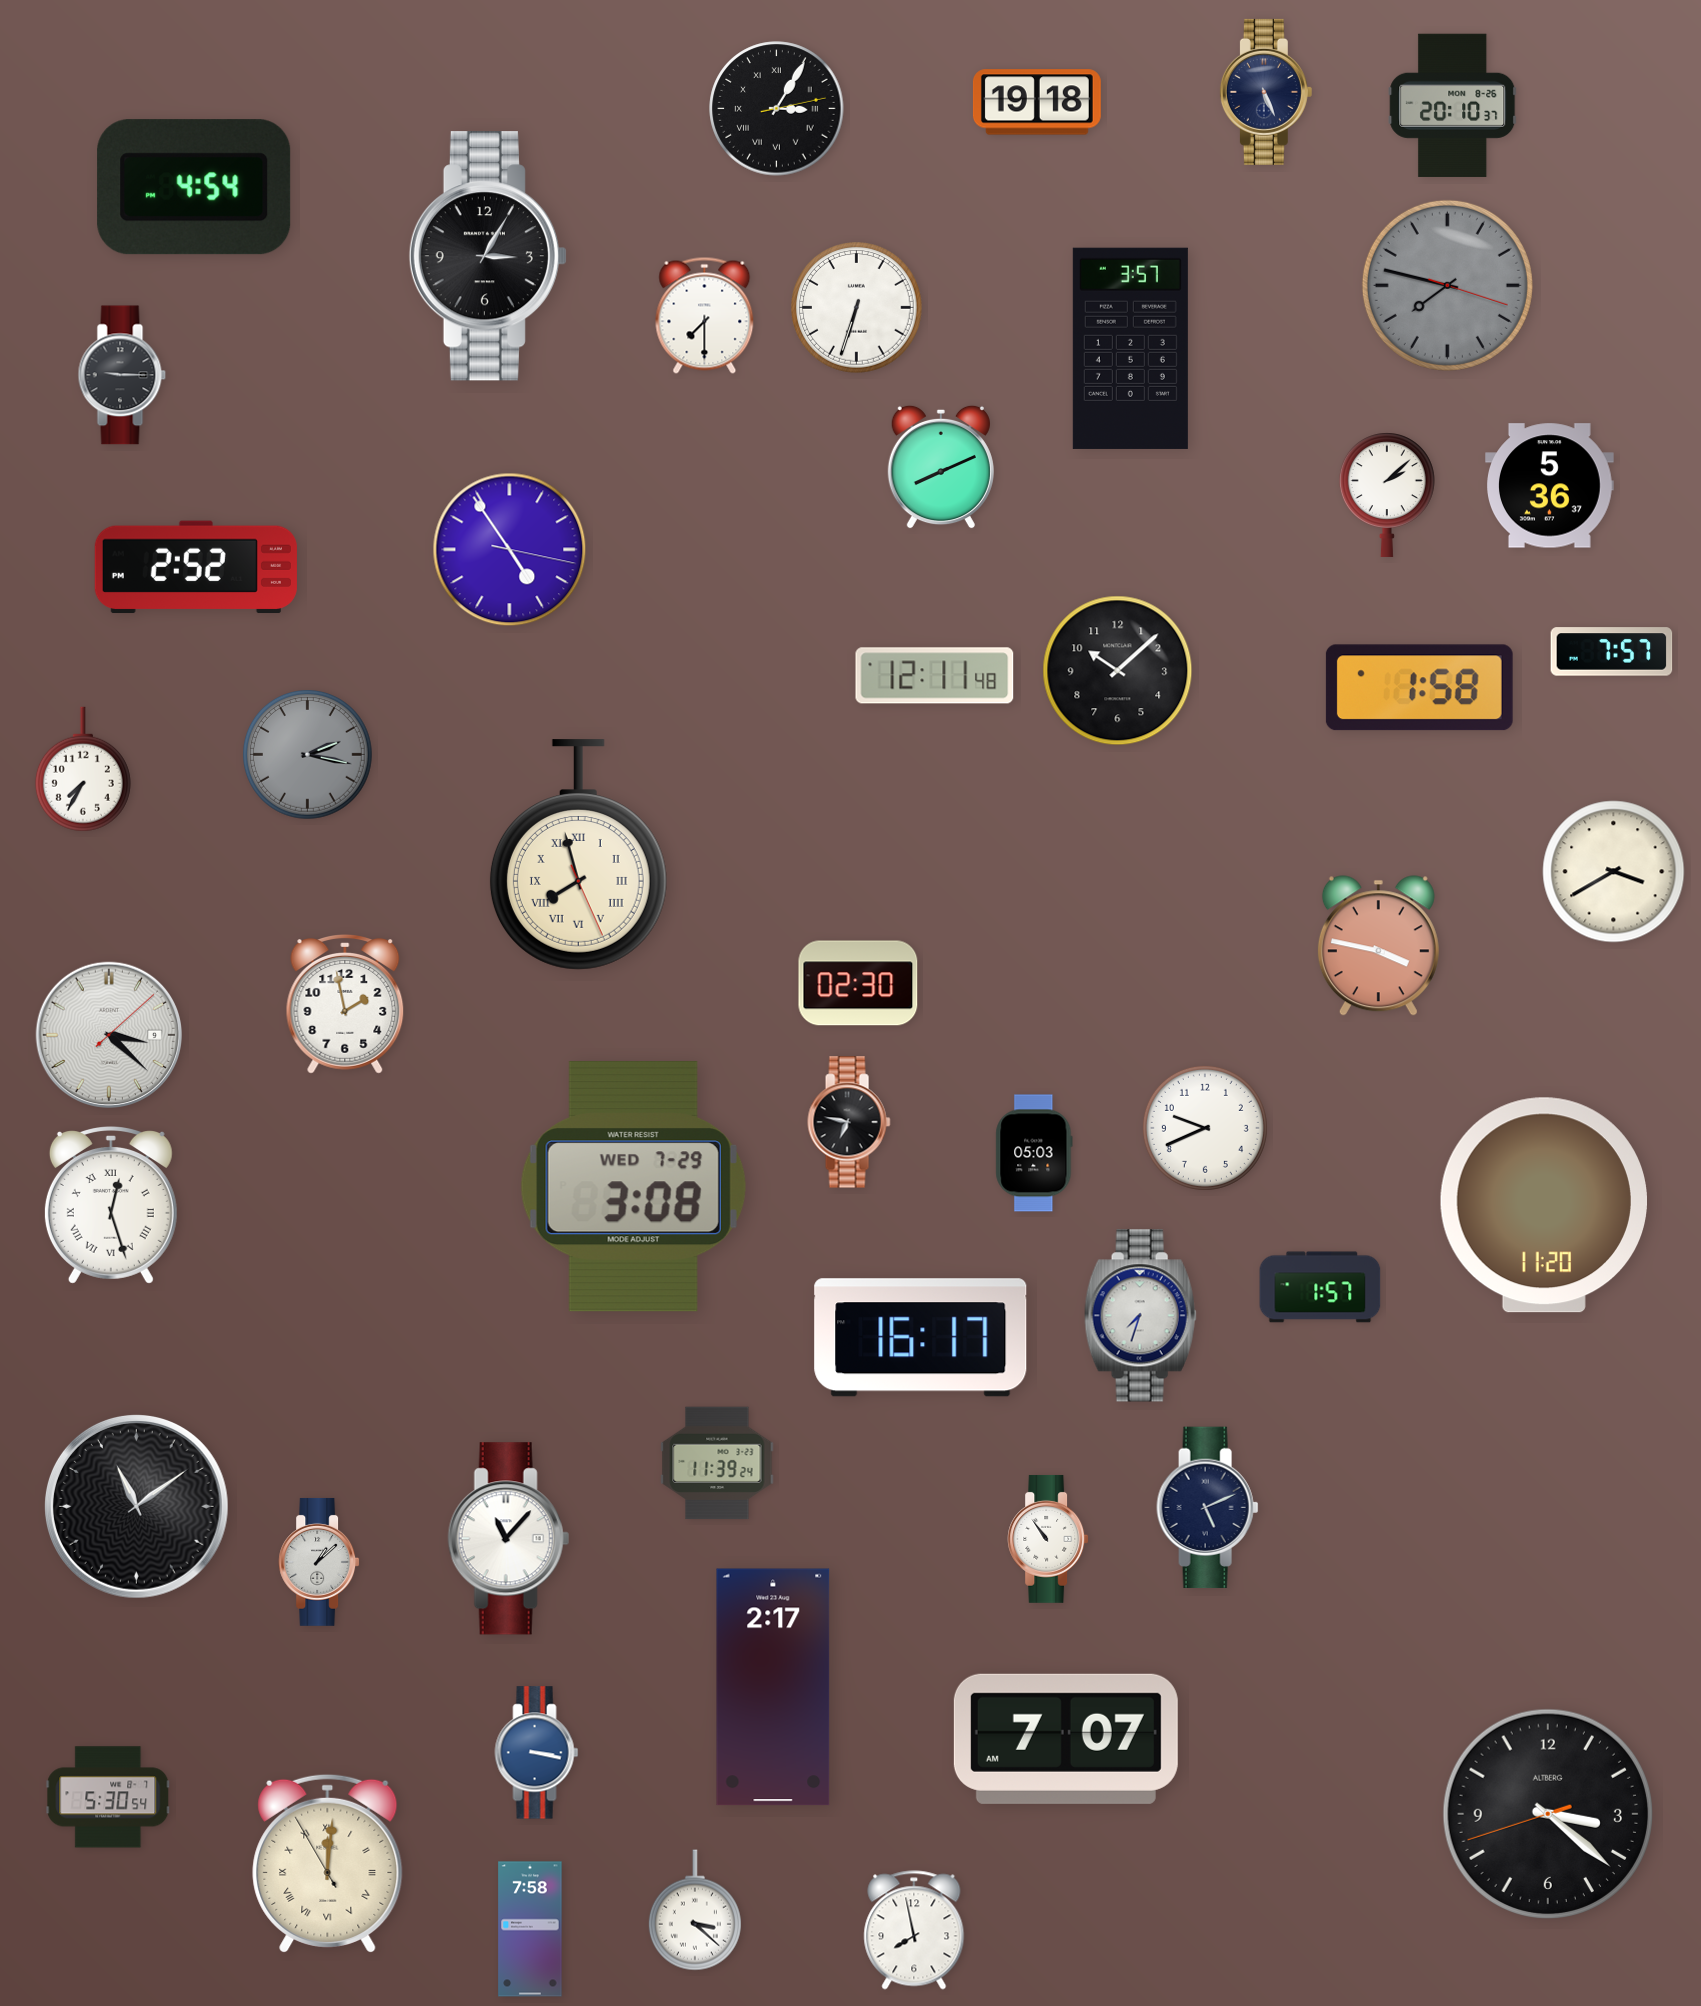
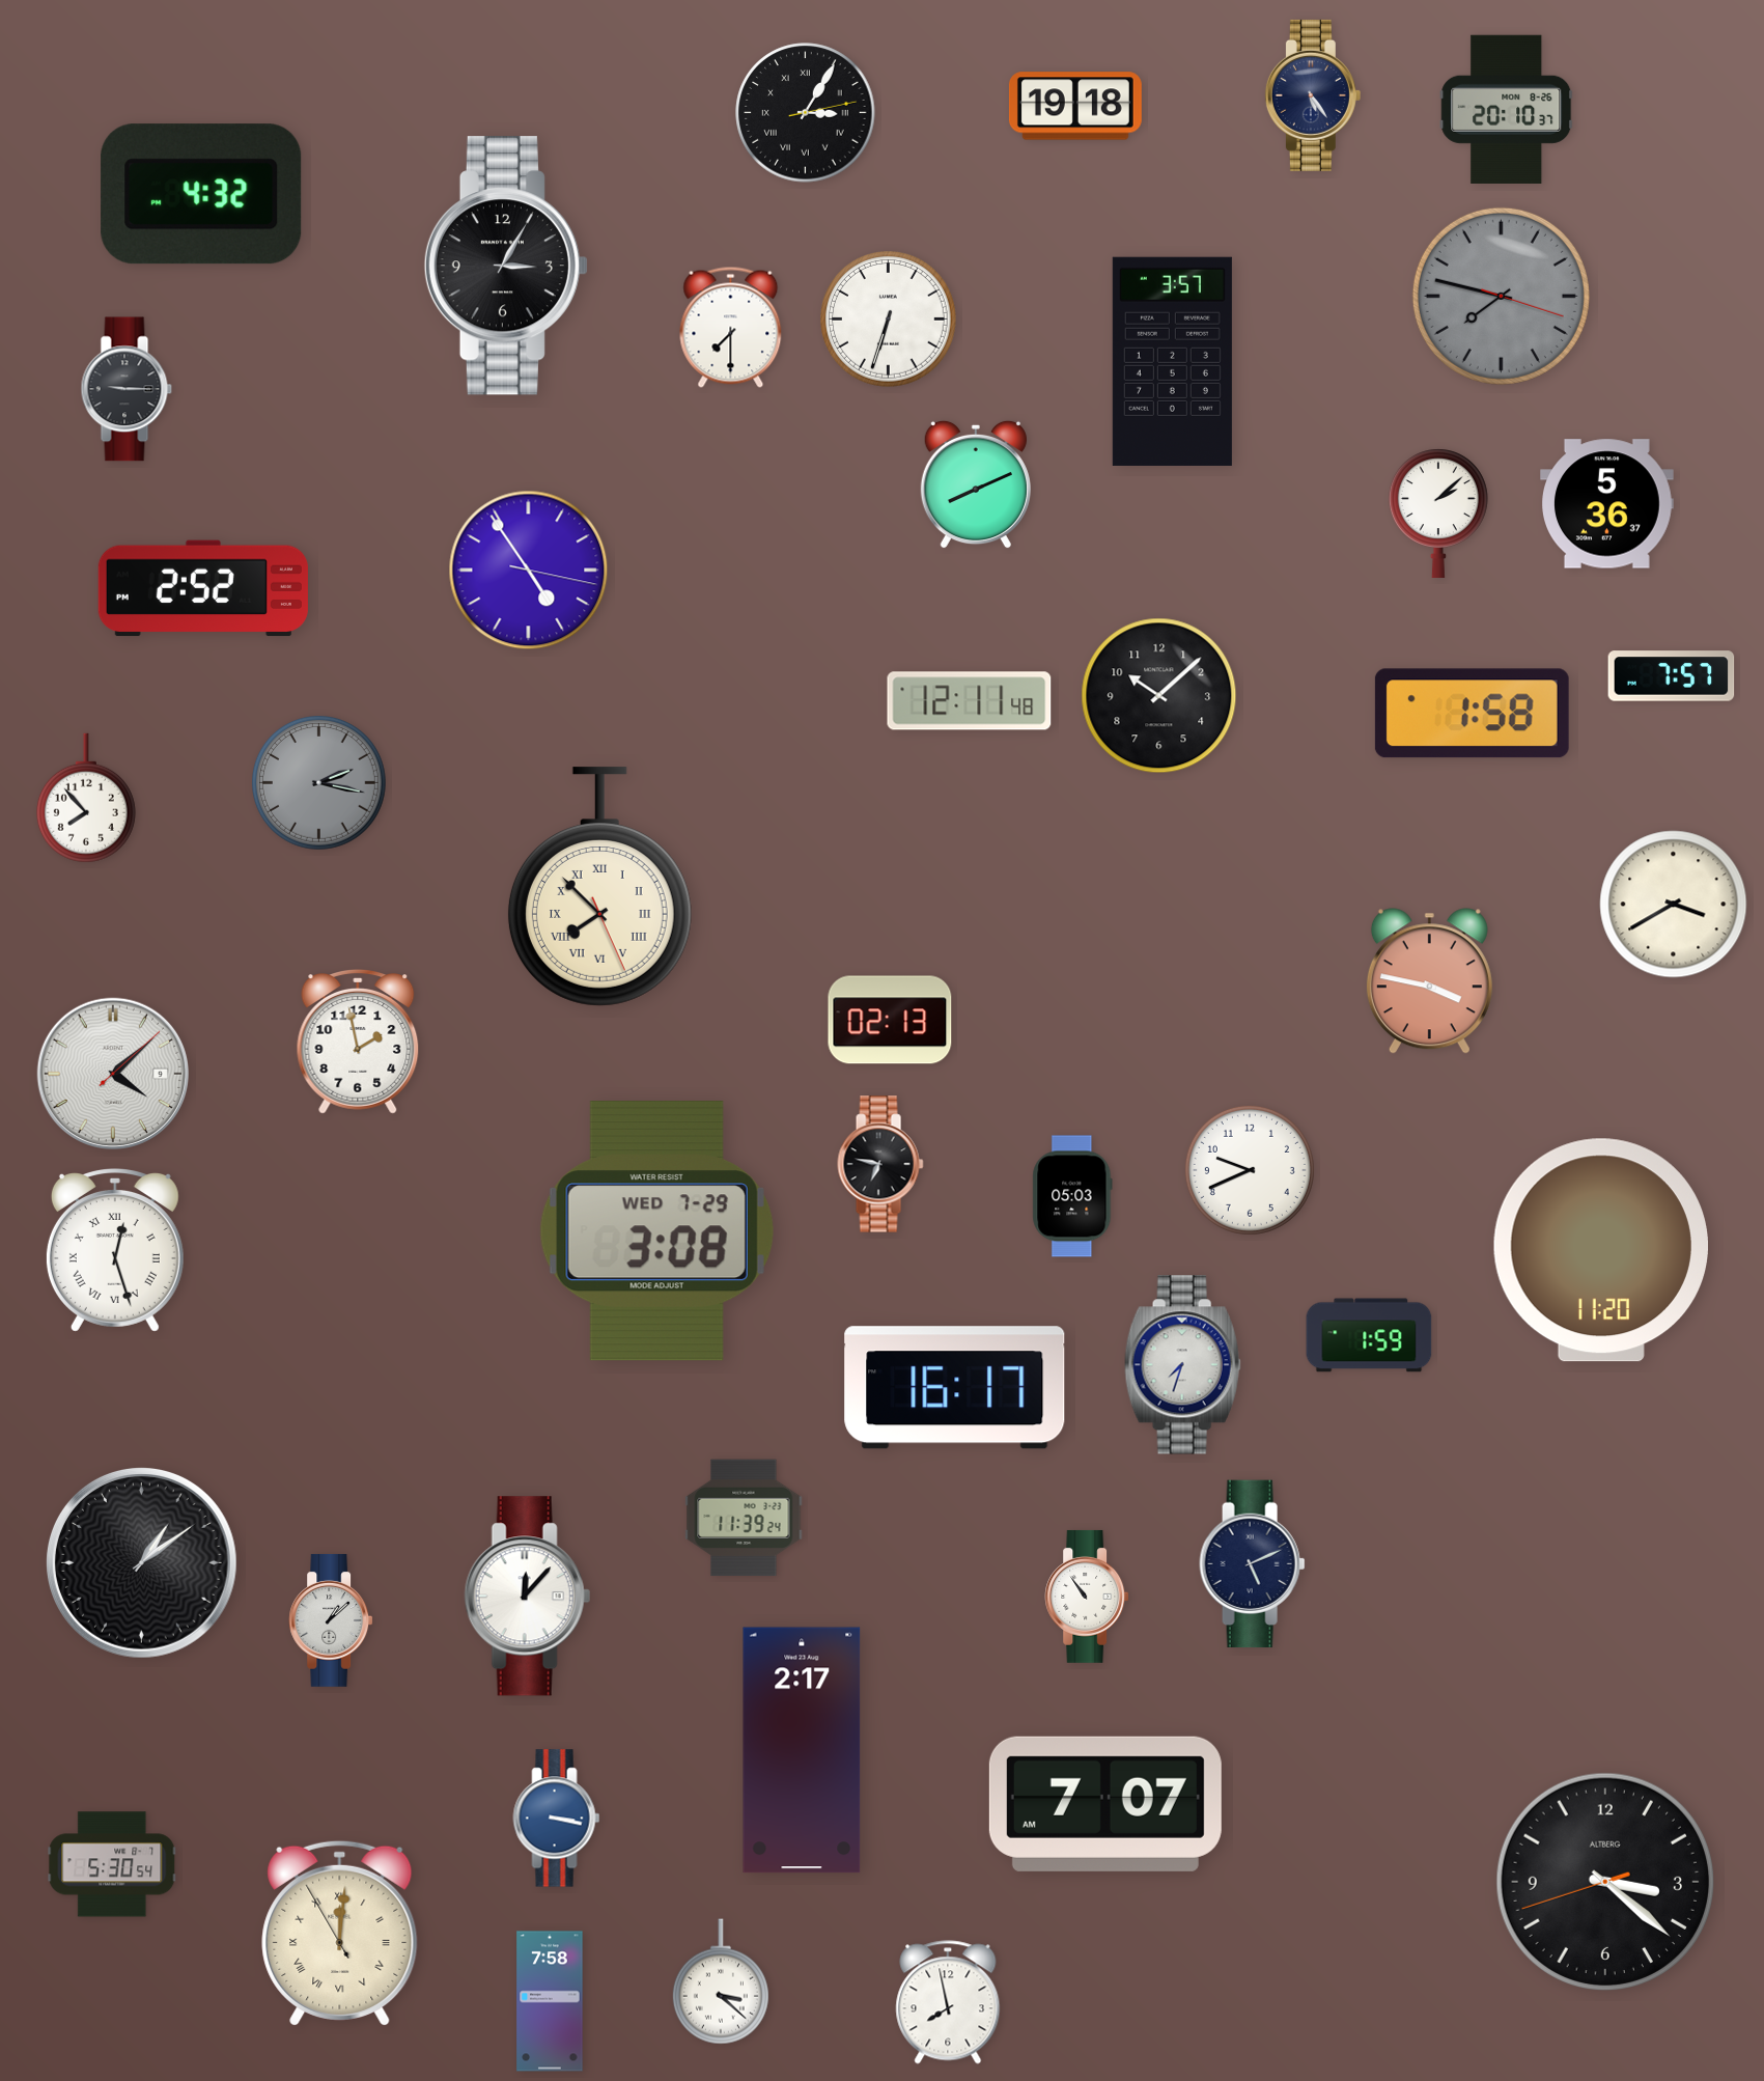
clock at (1266, 92): 5:26 -> 5:24
clock at (194, 187): 4:54 -> 4:32
clock at (83, 769): 7:35 -> 7:53
clock at (578, 855): 7:57 -> 7:52
clock at (858, 983): 02:30 -> 02:13
clock at (108, 1034): 3:22 -> 4:08
clock at (1320, 1287): 1:57 -> 1:59
clock at (136, 1506): 11:09 -> 1:09
clock at (508, 1539): 11:07 -> 12:07
